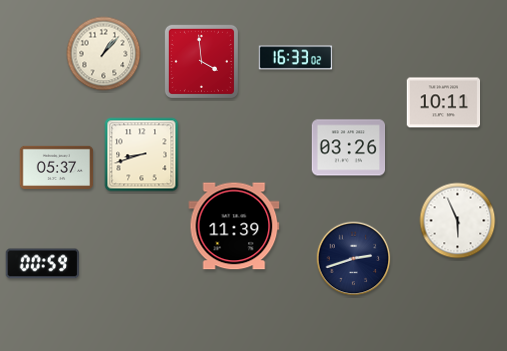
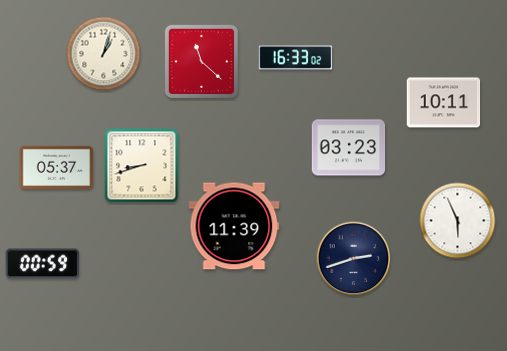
clock at (104, 54): 1:07 -> 1:03
clock at (201, 61): 3:59 -> 11:22
clock at (349, 148): 03:26 -> 03:23
clock at (142, 155) position: (142, 155) -> (142, 166)
